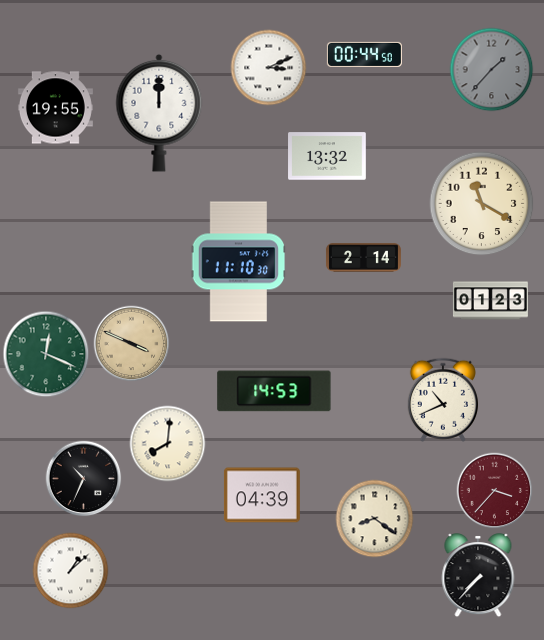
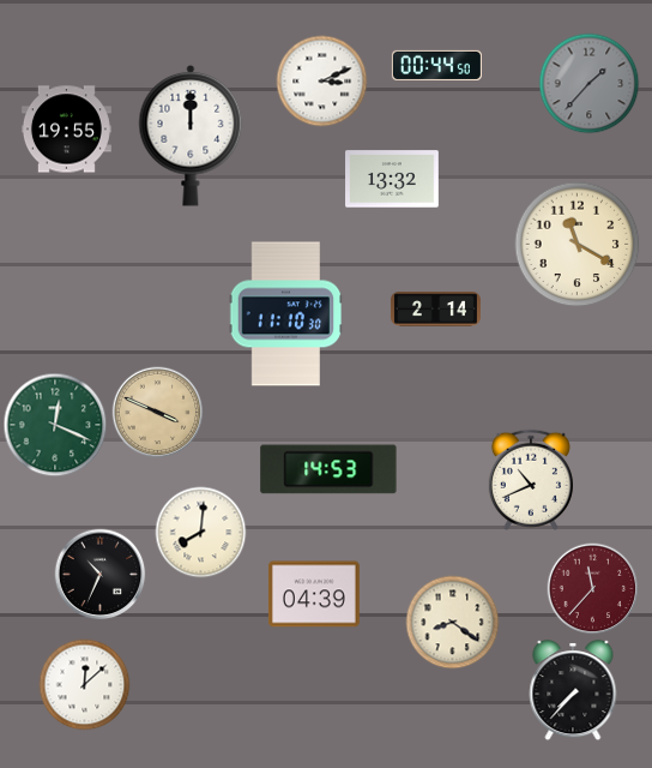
clock at (327, 156) position: (327, 156) -> (392, 179)
clock at (490, 301): 01:23 -> none
clock at (495, 491): 3:37 -> 11:37
clock at (375, 519) position: (375, 519) -> (453, 623)
clock at (71, 571): 1:08 -> 12:08
